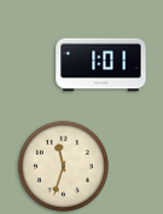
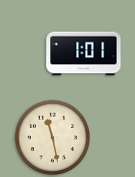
clock at (63, 166): 11:33 -> 11:28
